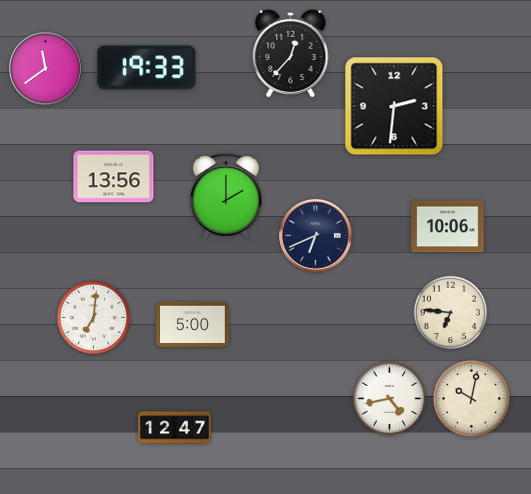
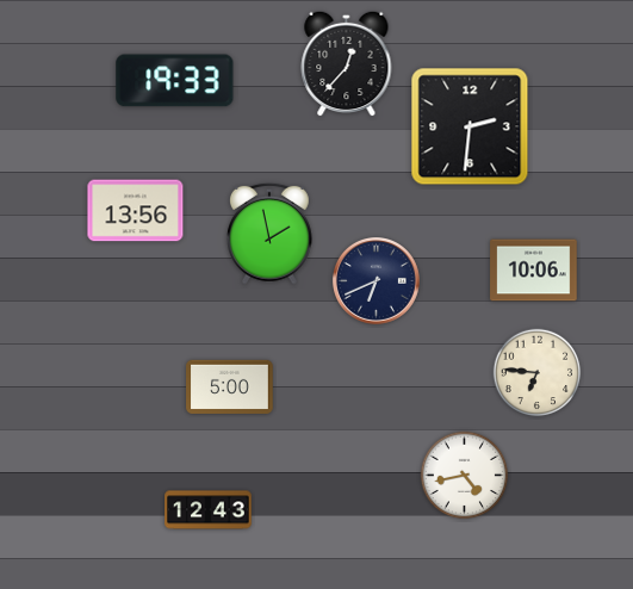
clock at (45, 68): 11:39 -> none
clock at (227, 196): 2:00 -> 1:58
clock at (94, 318): 7:01 -> none
clock at (471, 398): 10:02 -> none
clock at (175, 428): 12:47 -> 12:43
